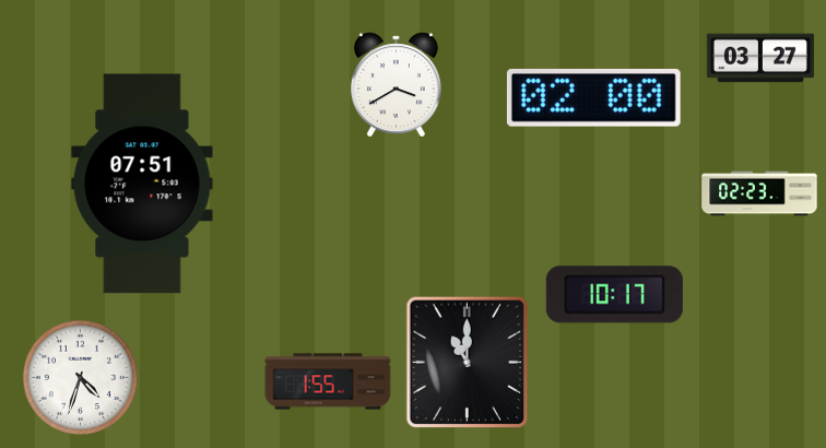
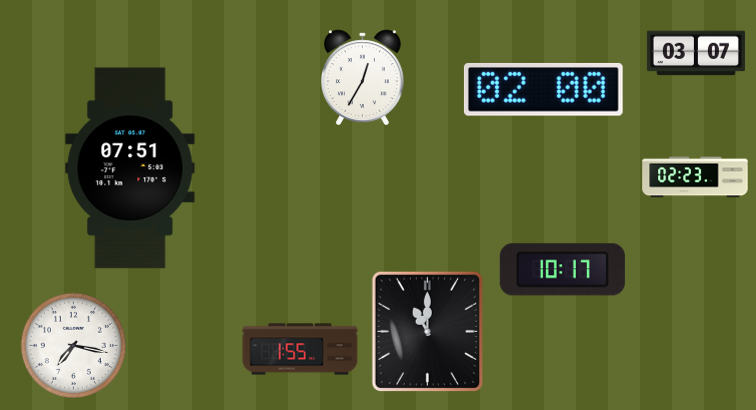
clock at (760, 58): 03:27 -> 03:07
clock at (396, 85): 3:40 -> 12:35
clock at (80, 377): 4:33 -> 7:17
